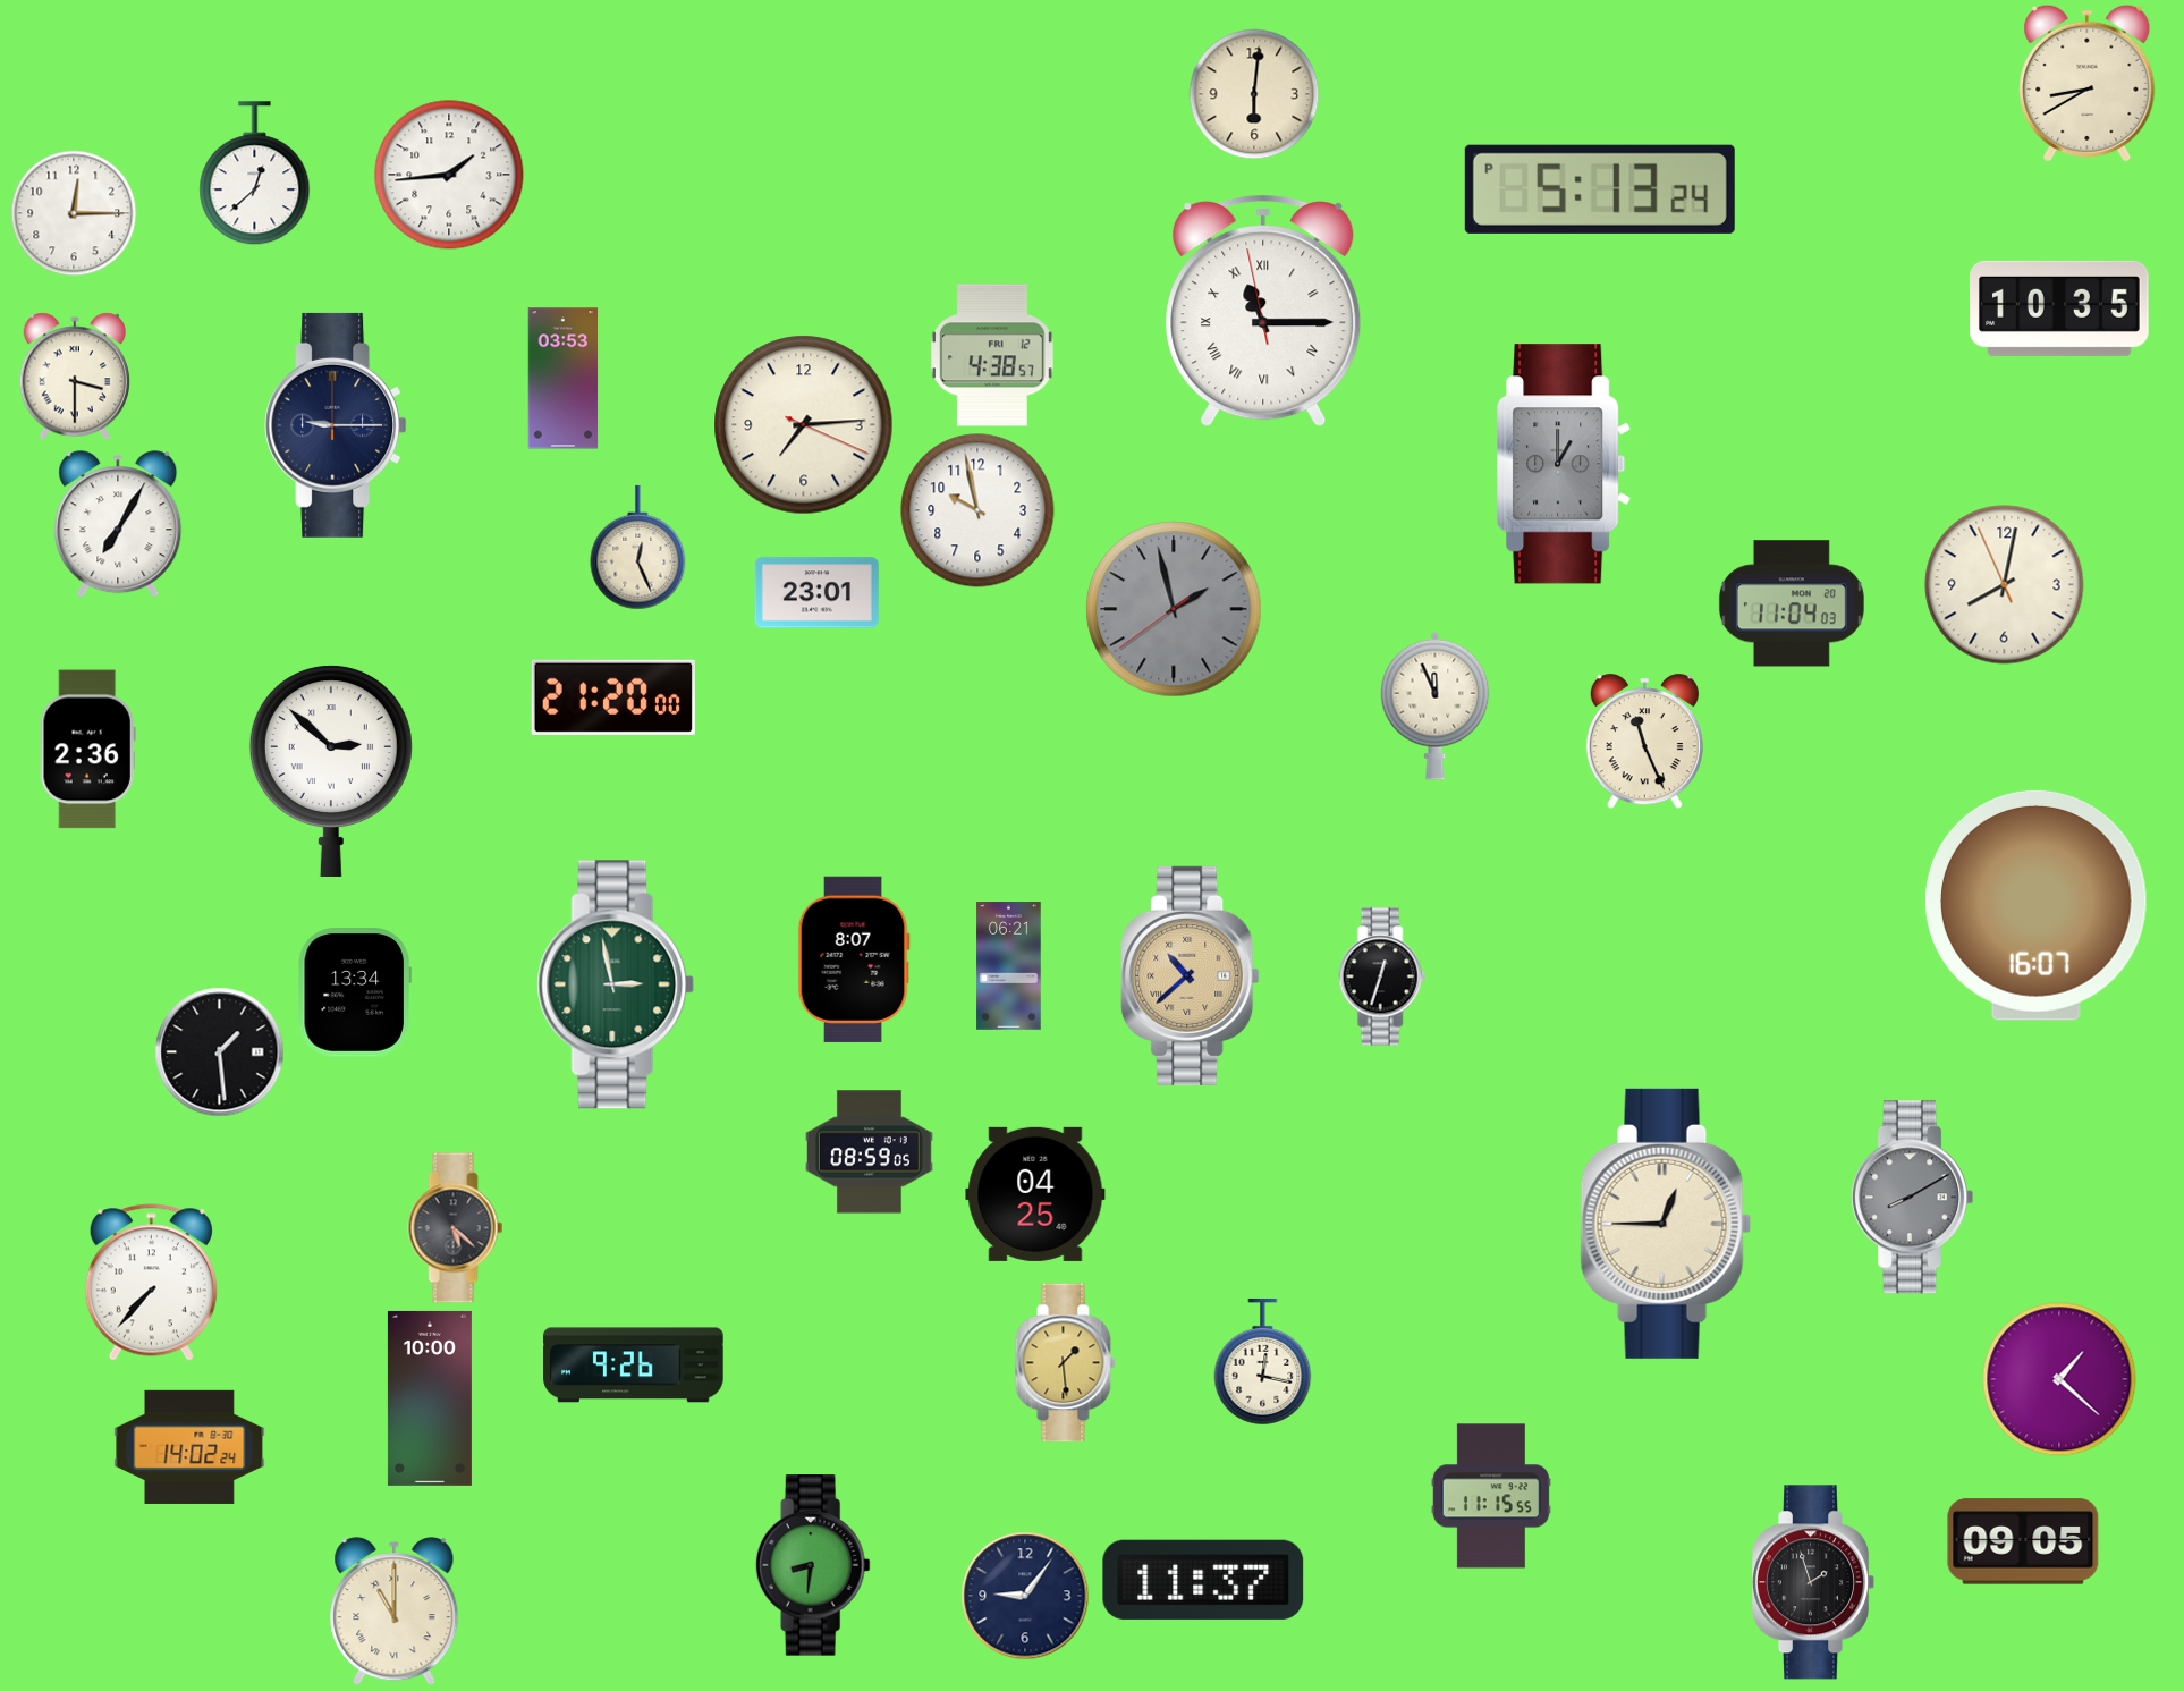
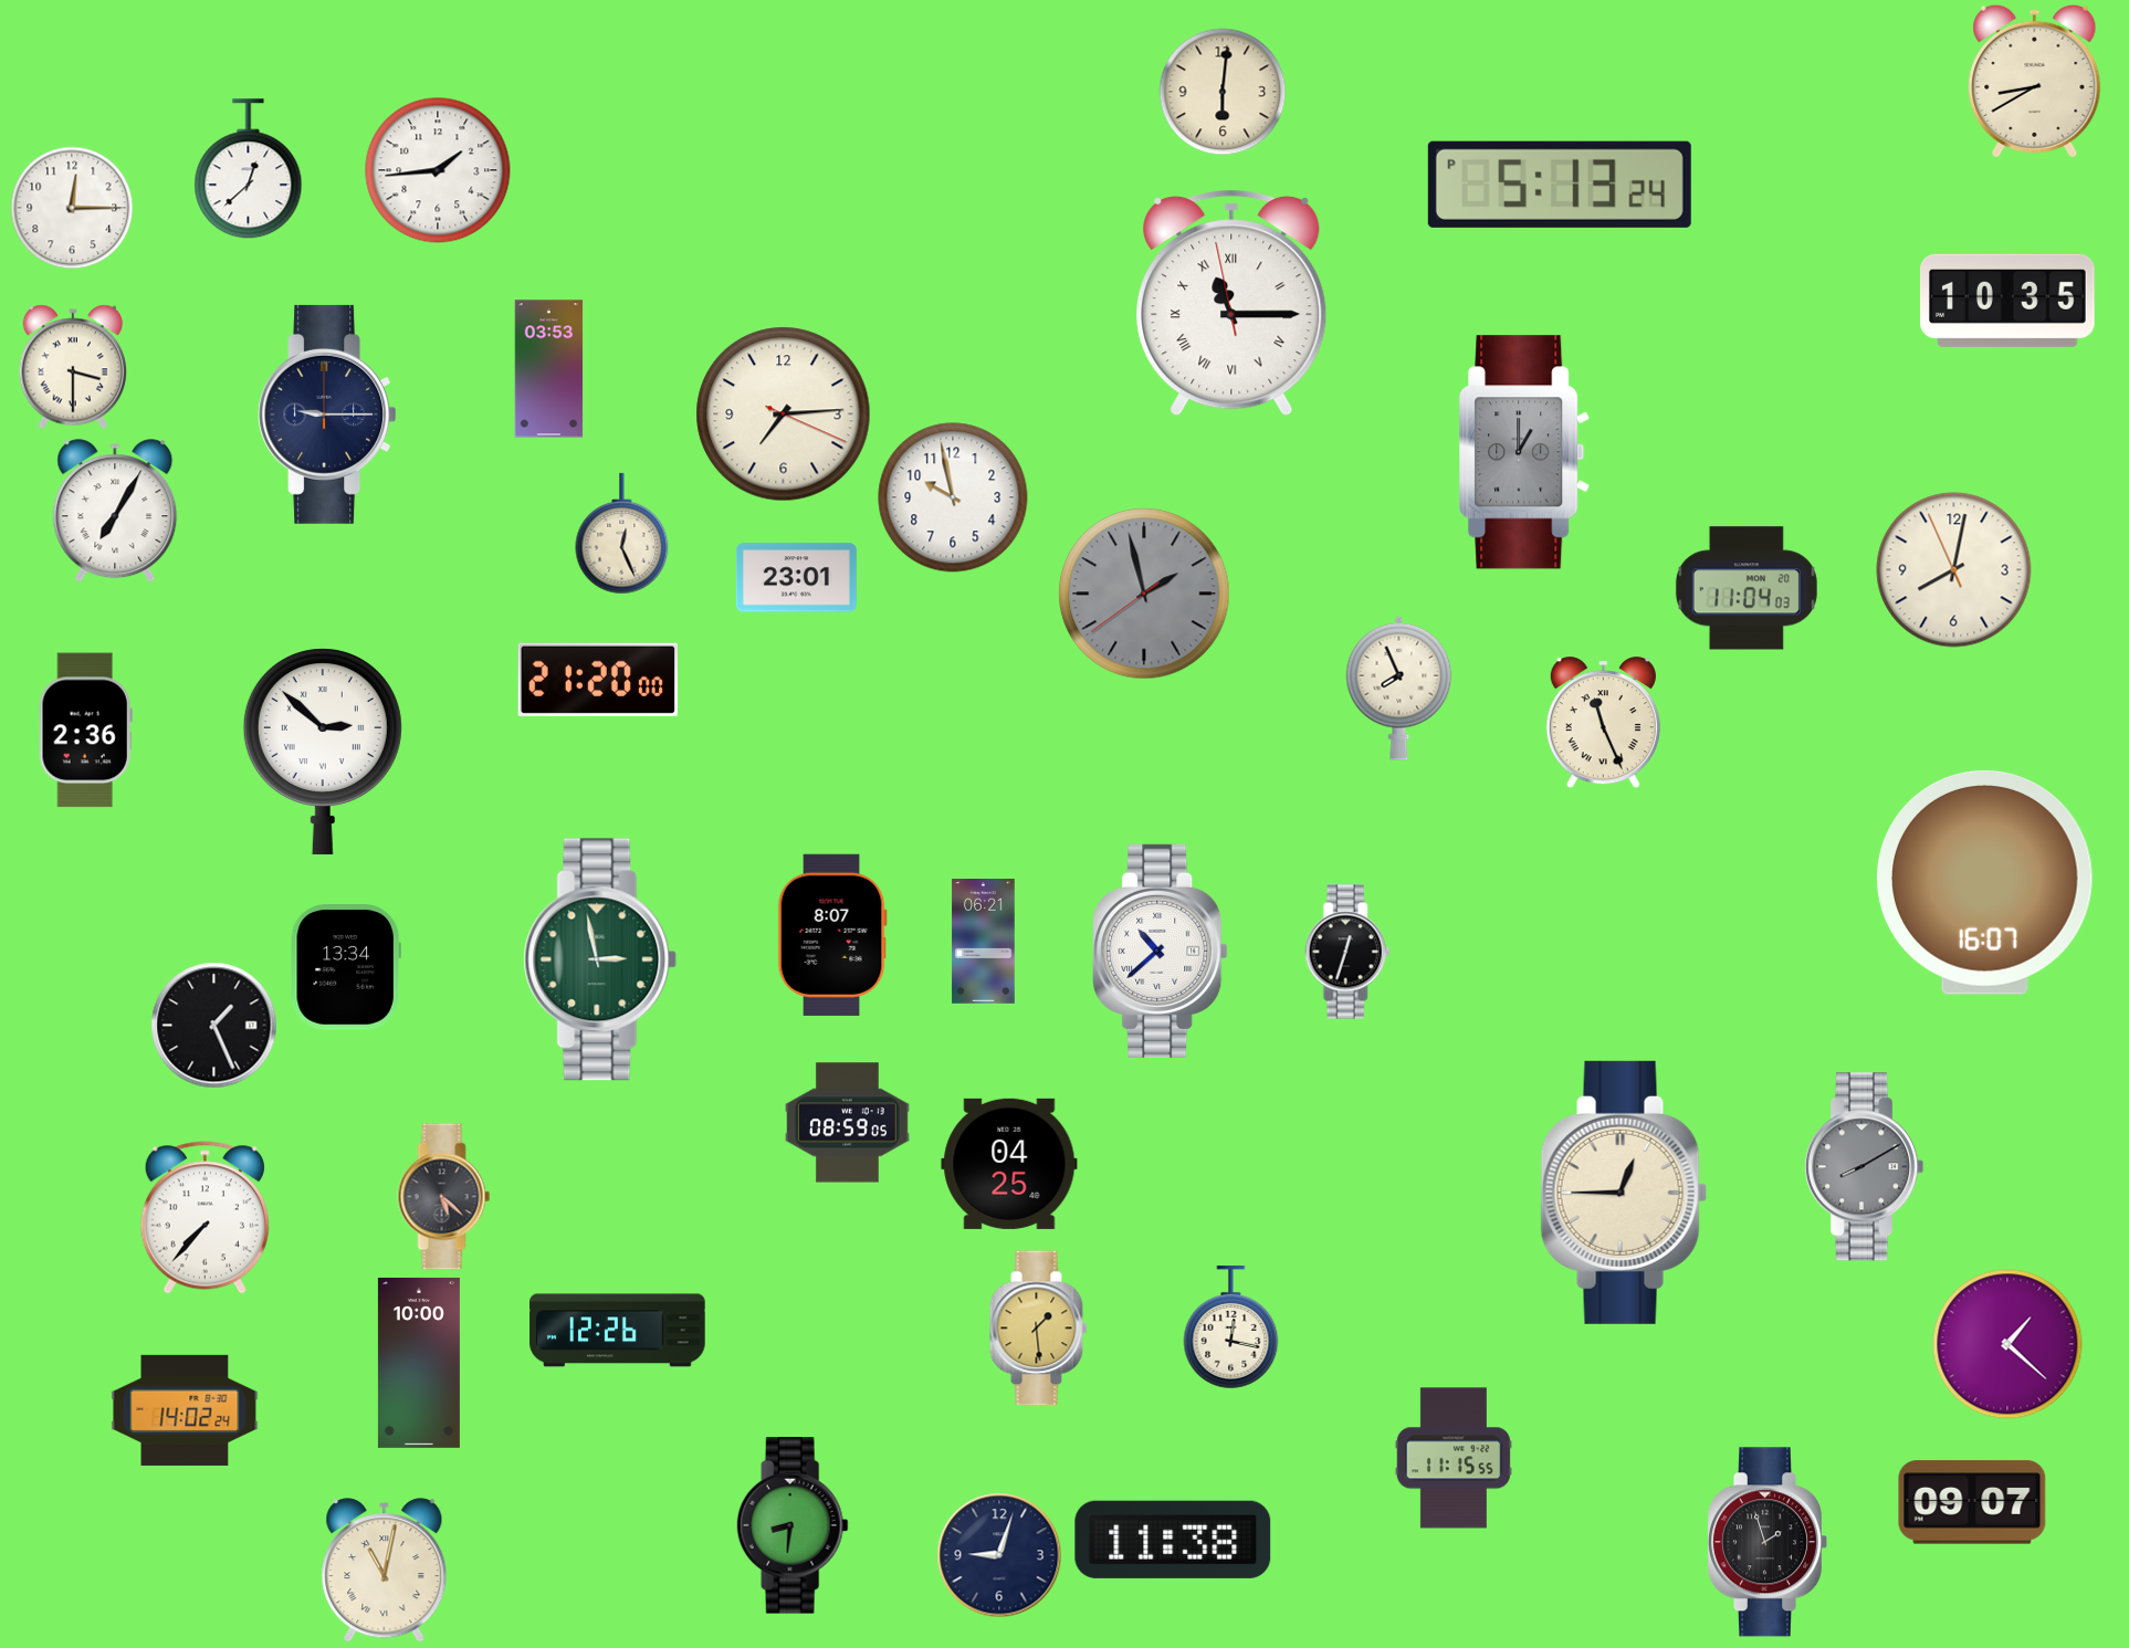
clock at (992, 355): 4:38 -> none
clock at (1436, 705): 11:56 -> 7:56
clock at (1191, 975) dial: champagne -> white
clock at (220, 1052): 1:29 -> 1:26
clock at (151, 1283) position: (151, 1283) -> (204, 1218)
clock at (634, 1366): 9:26 -> 12:26
clock at (2023, 1541): 09:05 -> 09:07
clock at (1203, 1580): 11:37 -> 11:38
clock at (1025, 1596): 9:06 -> 9:03
clock at (395, 1612): 11:00 -> 11:02
